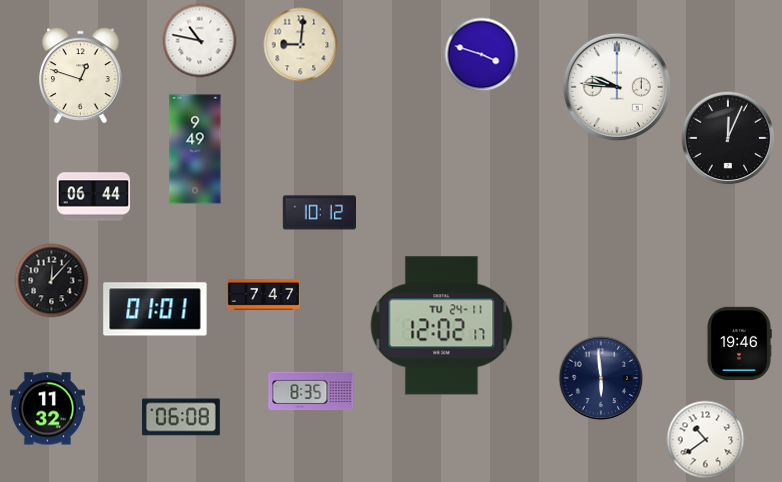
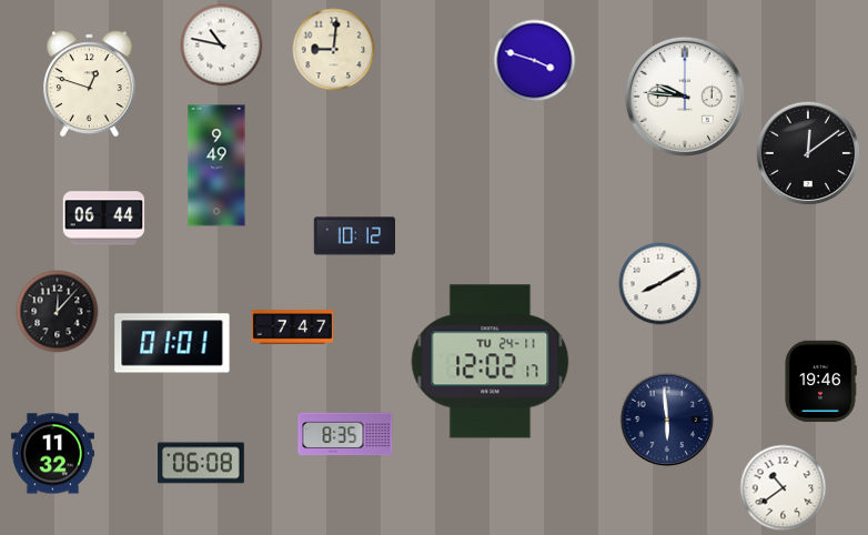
clock at (728, 138): 12:04 -> 12:09
clock at (660, 284): none -> 8:10
